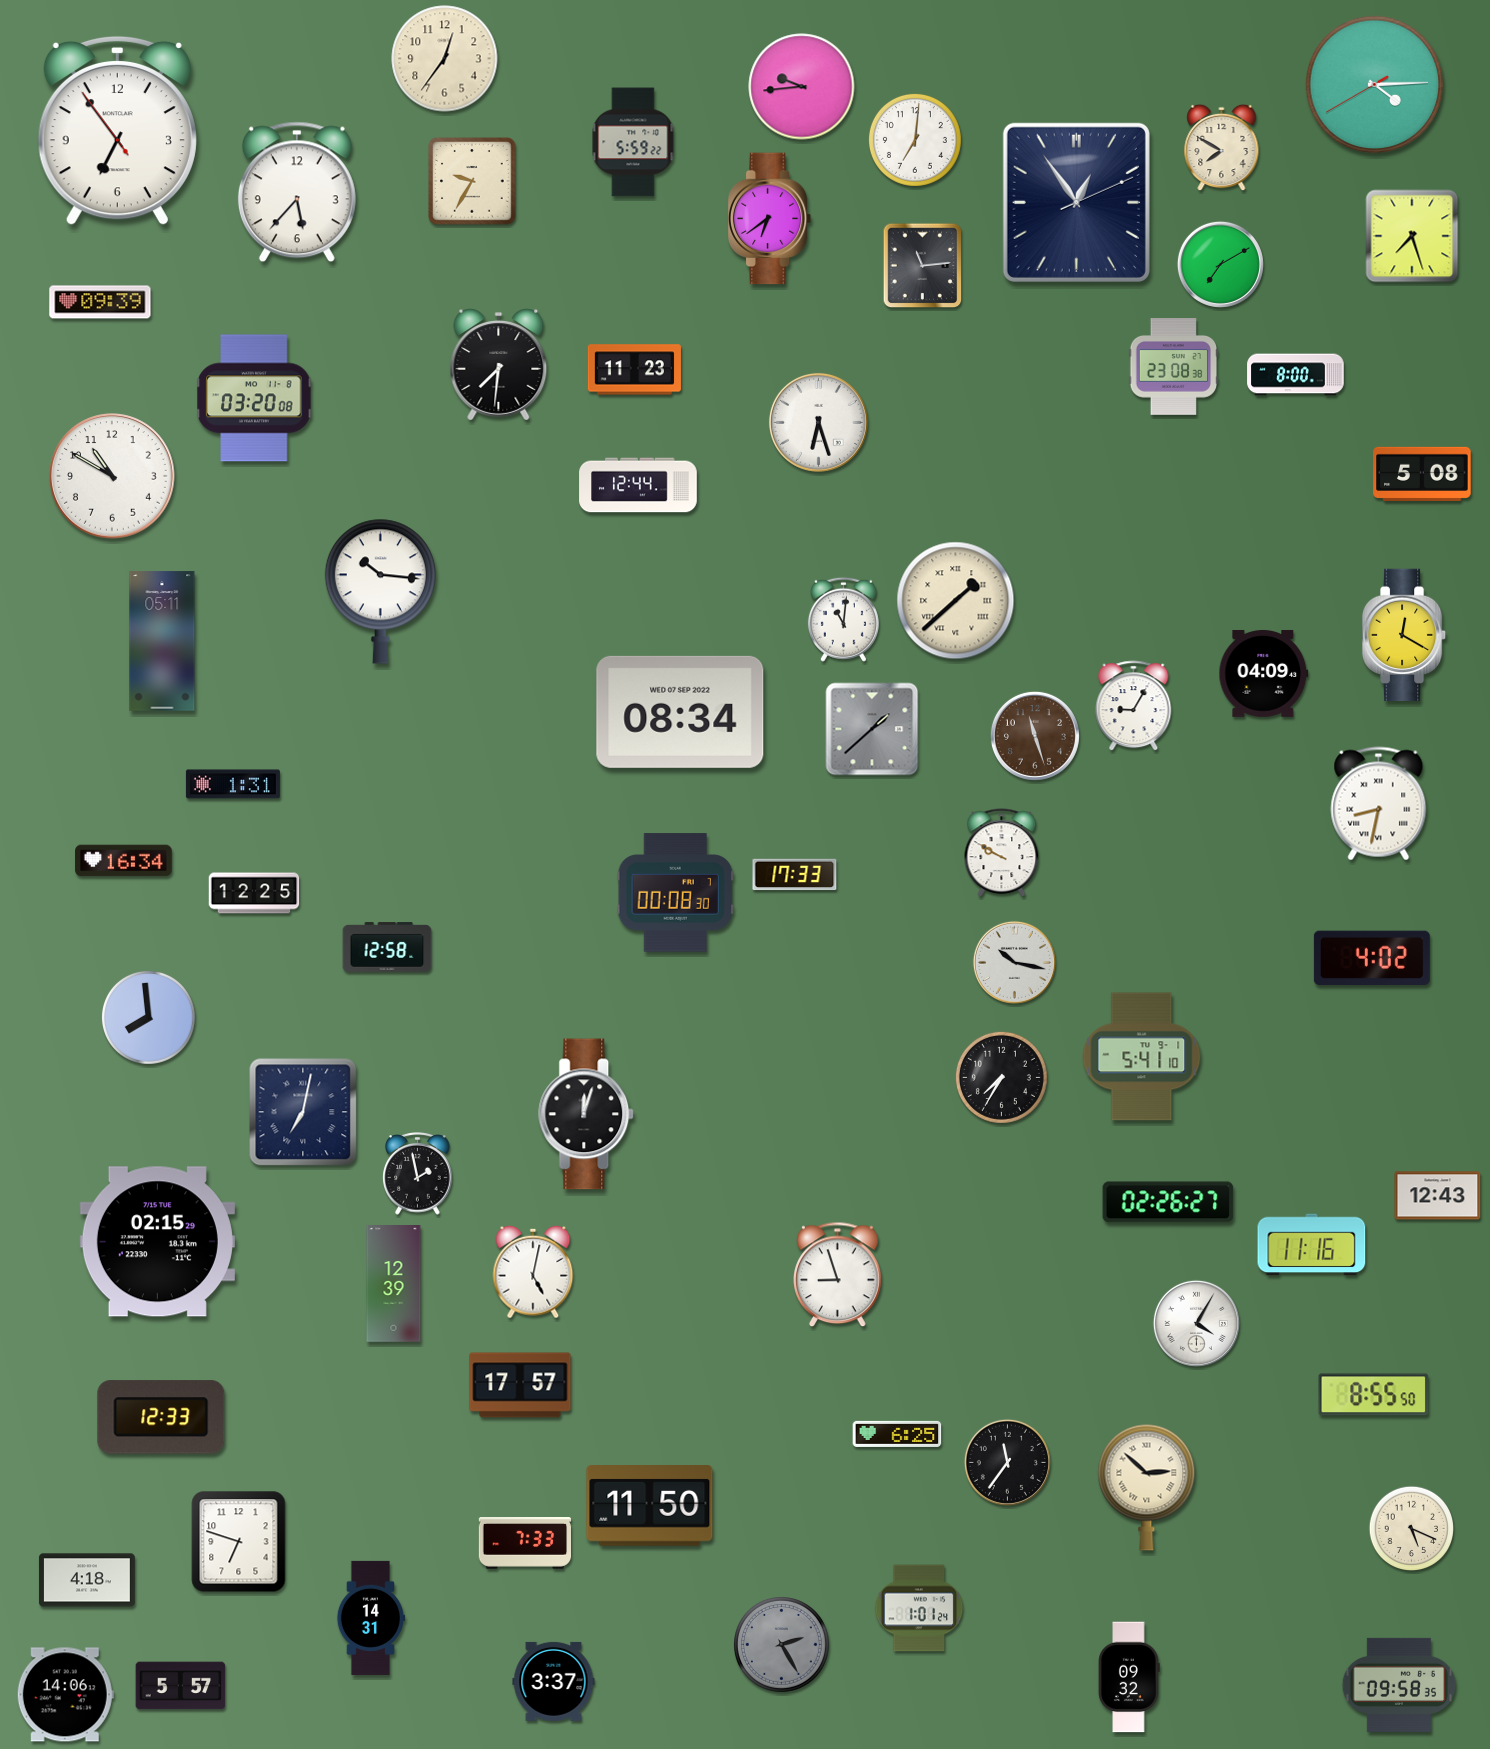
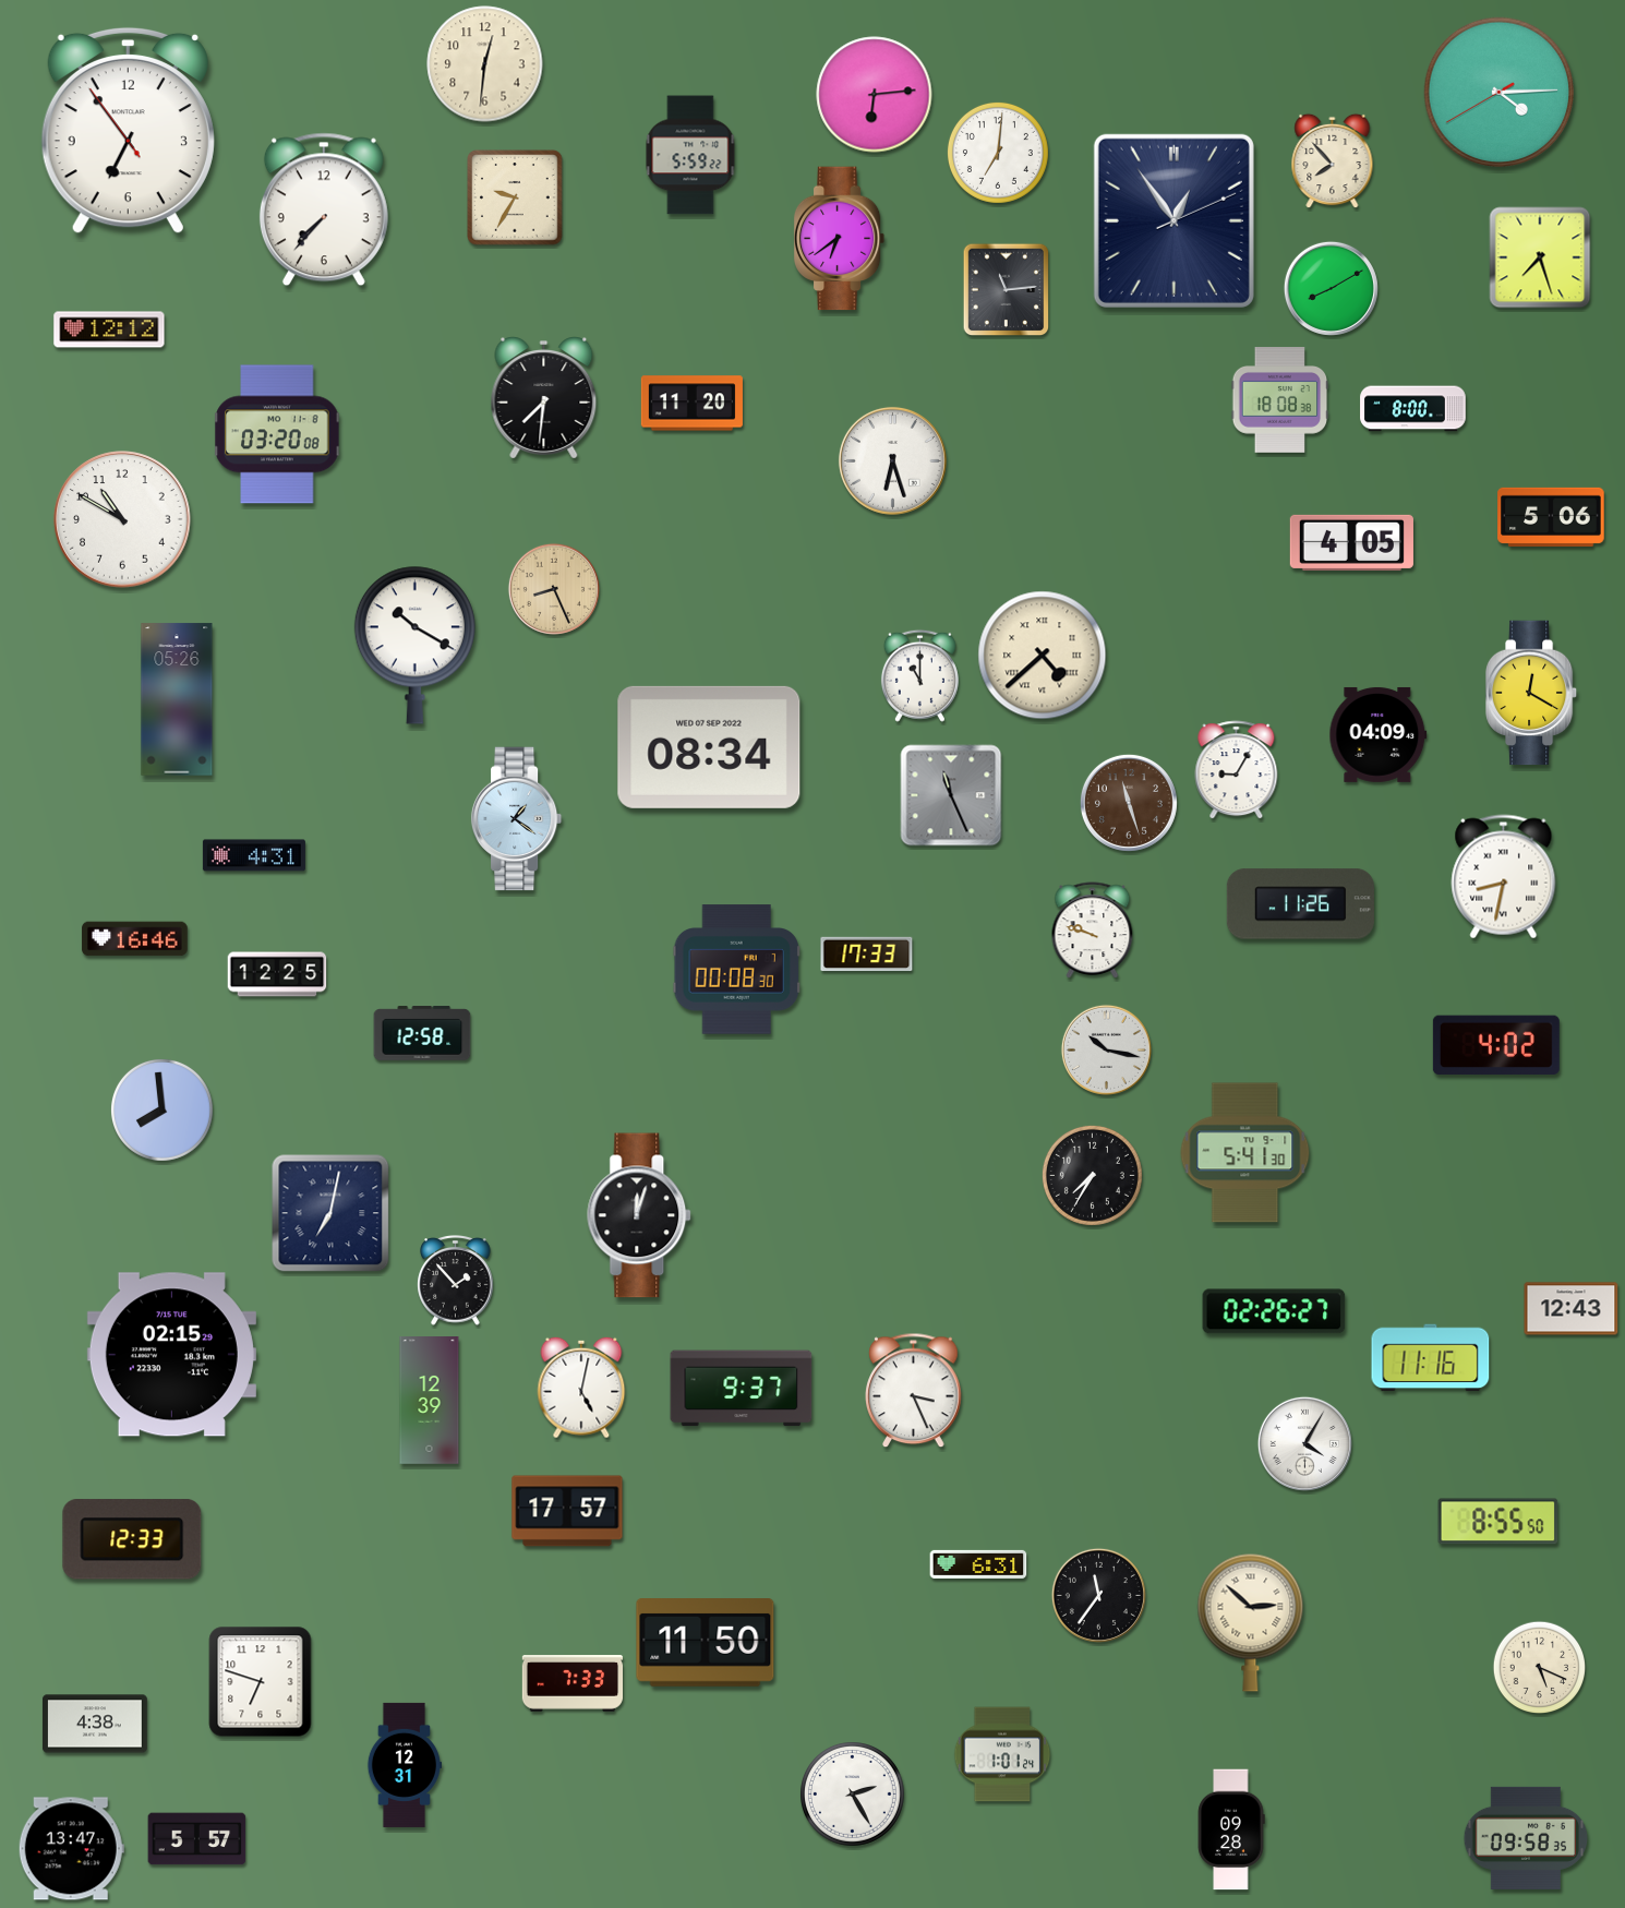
clock at (445, 59): 12:36 -> 12:31
clock at (802, 87): 9:44 -> 6:14
clock at (117, 130) position: (117, 130) -> (128, 130)
clock at (1222, 148): 7:50 -> 7:53
clock at (297, 192): 5:37 -> 7:37
clock at (1220, 264): 7:10 -> 8:10
clock at (100, 302): 09:39 -> 12:12
clock at (1174, 367): 23:08 -> 18:08
clock at (634, 370): 11:23 -> 11:20
clock at (1422, 474): 5:08 -> 5:06
clock at (638, 485): 12:44 -> none
clock at (1351, 542): none -> 4:05
clock at (554, 589): none -> 8:26
clock at (380, 591): 10:16 -> 10:20
clock at (956, 601): 1:38 -> 4:38
clock at (843, 619): 11:01 -> 11:00
clock at (162, 641): 05:11 -> 05:26
clock at (680, 712) position: (680, 712) -> (709, 747)
clock at (872, 729): 1:38 -> 11:26
clock at (517, 819): none -> 1:21
clock at (233, 784): 1:31 -> 4:31
clock at (1300, 904): none -> 11:26
clock at (1002, 853): 9:50 -> 9:48
clock at (124, 861): 16:34 -> 16:46
clock at (675, 893) position: (675, 893) -> (736, 970)
clock at (1142, 1057): 5:41:10 -> 5:41:30
clock at (418, 1174): 1:58 -> 1:53
clock at (1438, 1196) position: (1438, 1196) -> (1572, 1309)
clock at (742, 1389): none -> 9:37
clock at (838, 1275): 8:57 -> 3:26
clock at (161, 1417) position: (161, 1417) -> (132, 1539)
clock at (897, 1434): 6:25 -> 6:31
clock at (650, 1506) position: (650, 1506) -> (706, 1643)
clock at (87, 1580): 4:18 -> 4:38
clock at (370, 1618): 14:31 -> 12:31
clock at (782, 1645) dial: grey -> white
clock at (1129, 1677): 09:32 -> 09:28
clock at (554, 1681): 3:37 -> none
clock at (65, 1695): 14:06 -> 13:47
